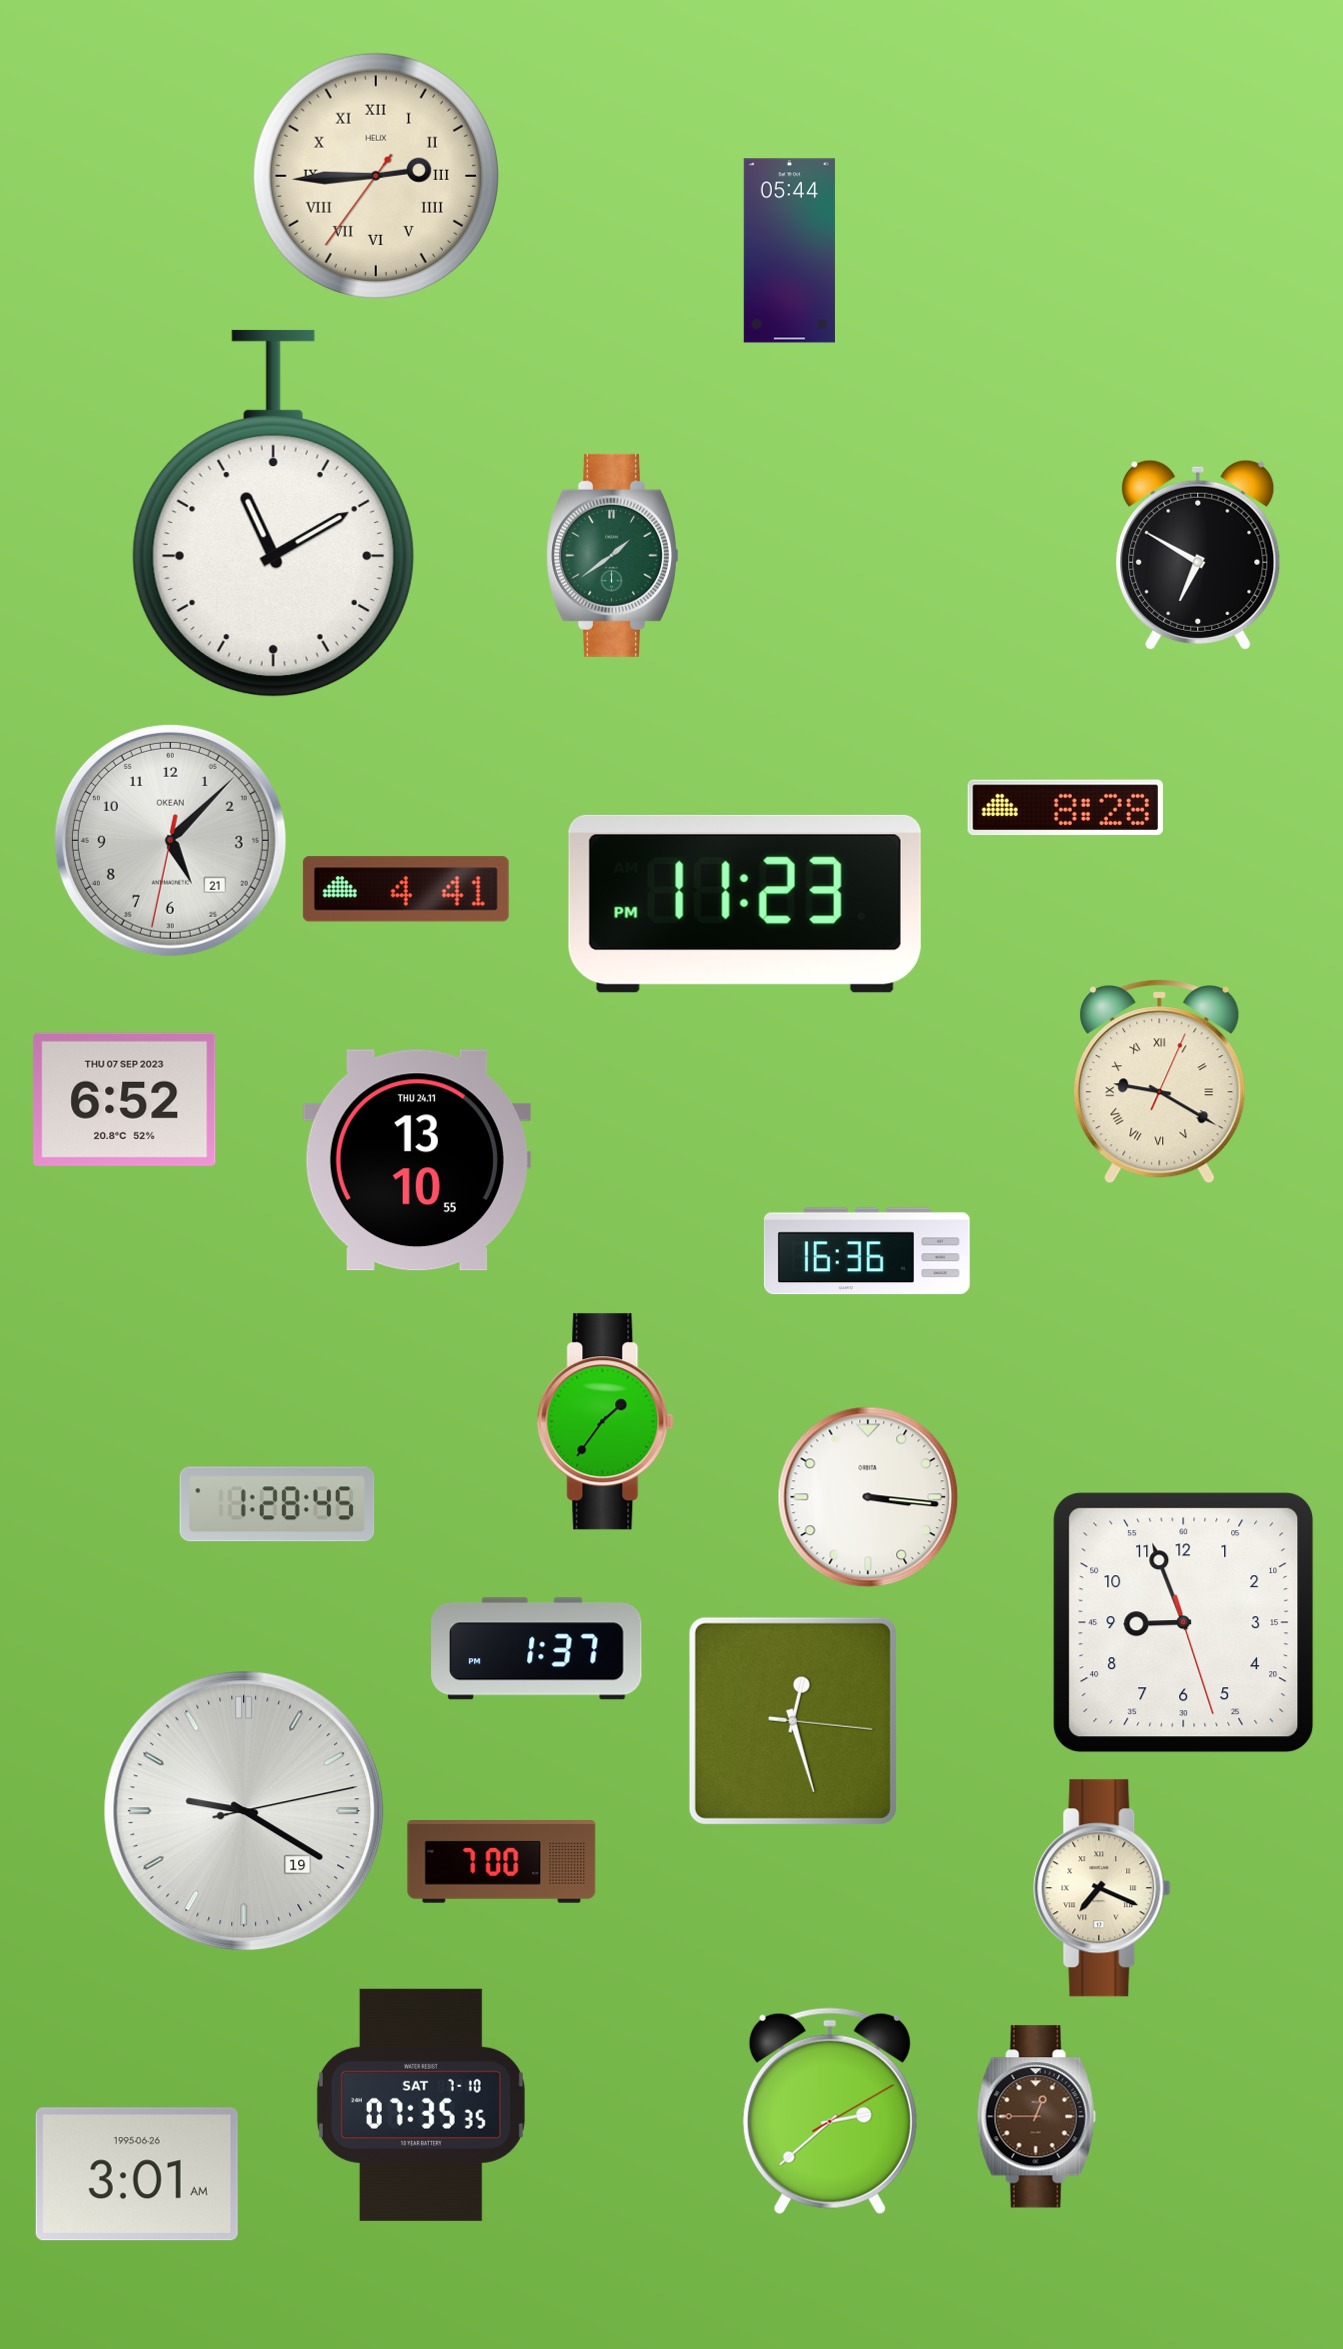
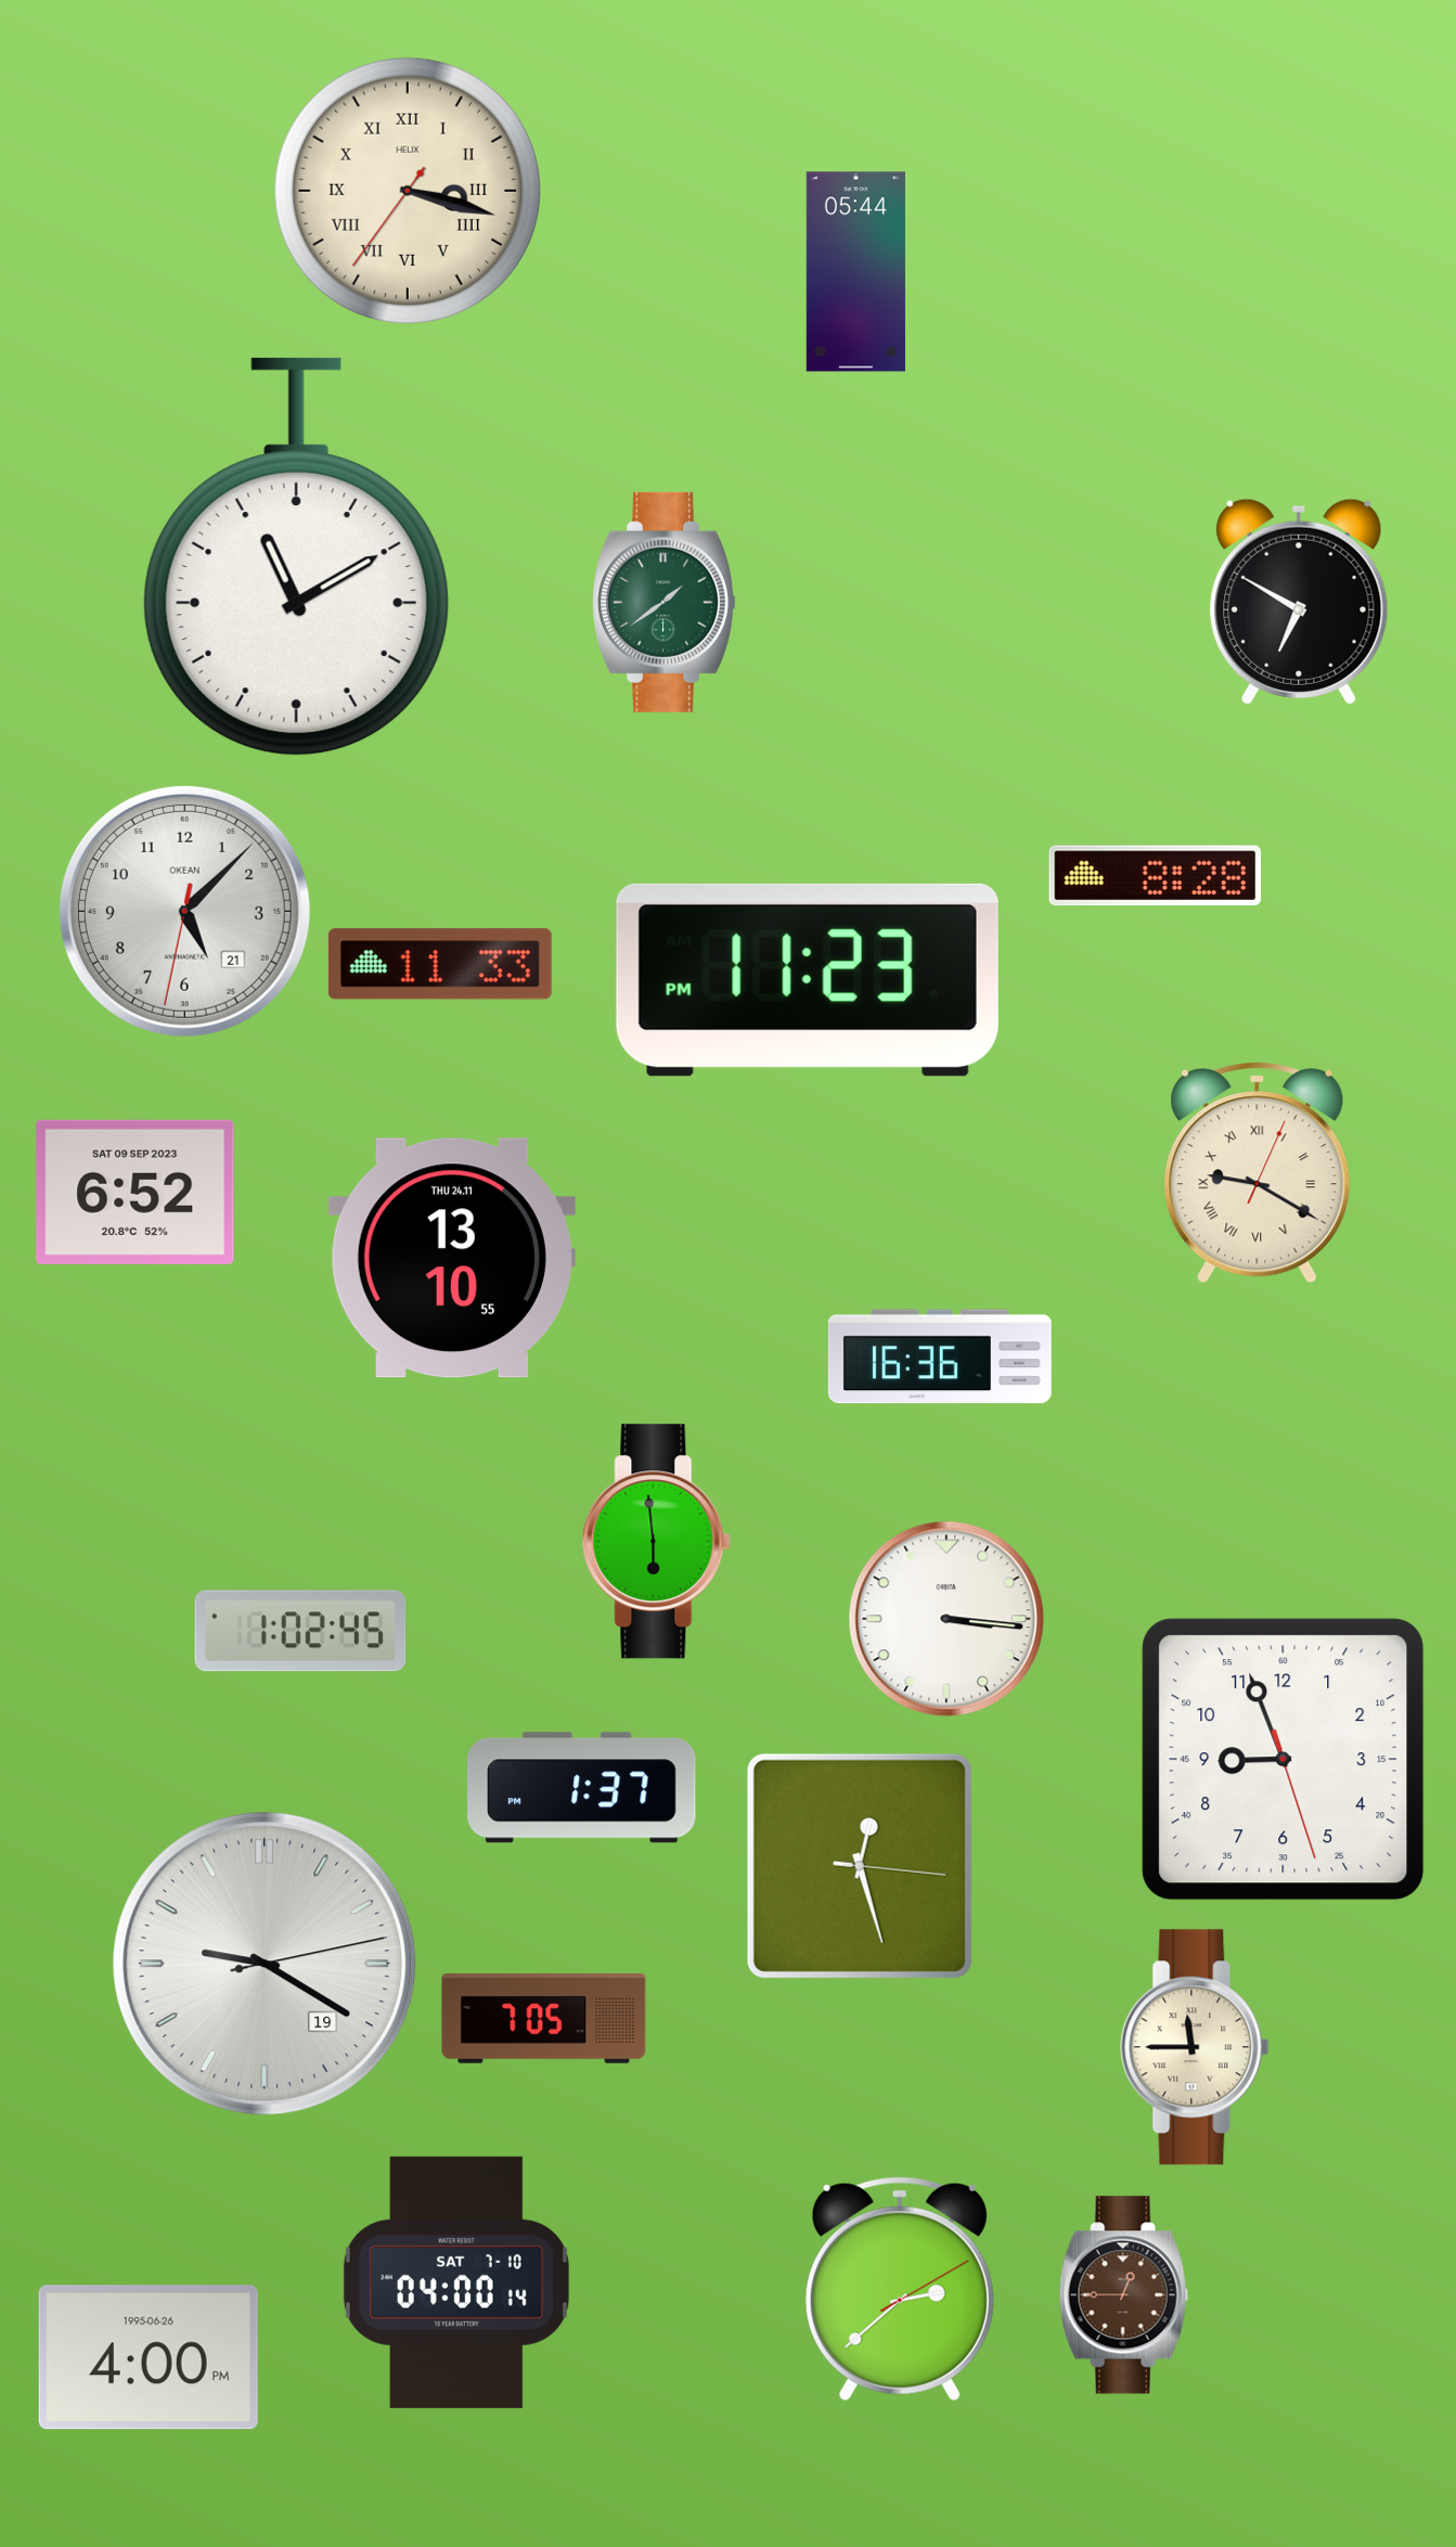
clock at (376, 176): 2:44 -> 3:17
clock at (406, 889): 4:41 -> 11:33
clock at (125, 1099) date: THU 07 SEP 2023 -> SAT 09 SEP 2023
clock at (606, 1422): 1:36 -> 5:59
clock at (868, 1497) position: (868, 1497) -> (946, 1619)
clock at (277, 1504): 1:28 -> 1:02
clock at (502, 1862): 7:00 -> 7:05
clock at (1102, 1888): 7:19 -> 11:45
clock at (421, 2105): 07:35 -> 04:00
clock at (137, 2174): 3:01 -> 4:00
